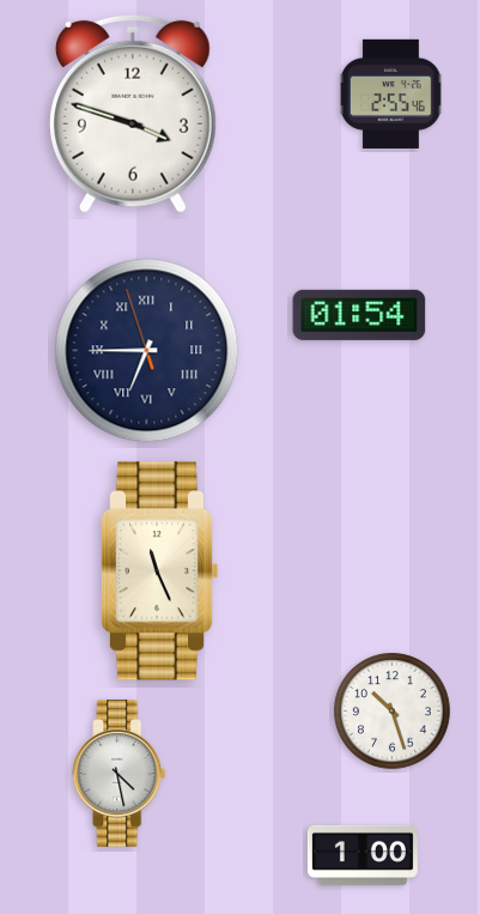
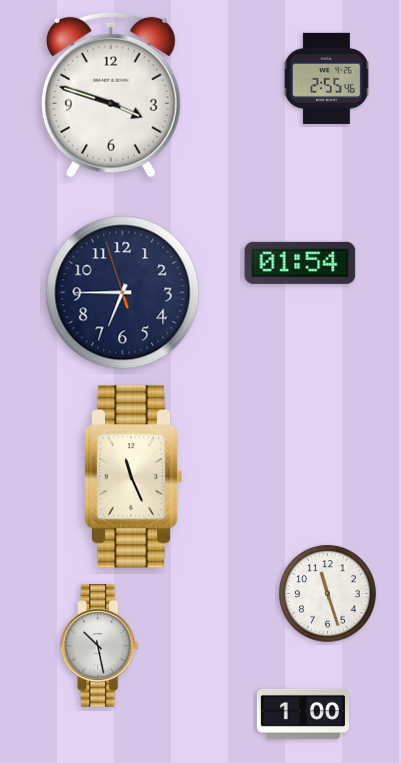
clock at (147, 351) numerals: Roman -> Arabic
clock at (393, 712): 10:27 -> 11:27
clock at (120, 774): 4:28 -> 10:28
